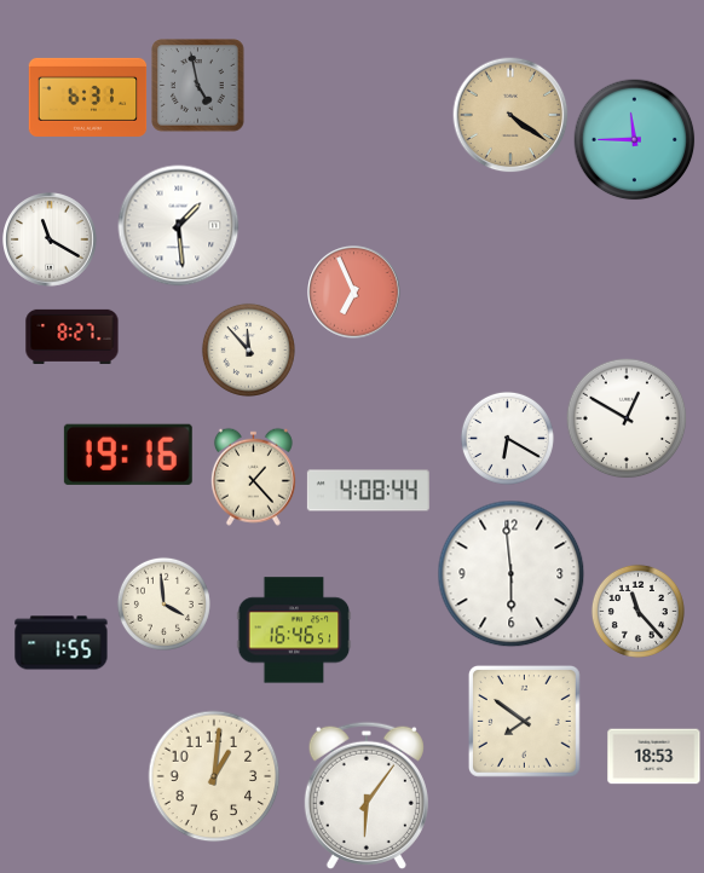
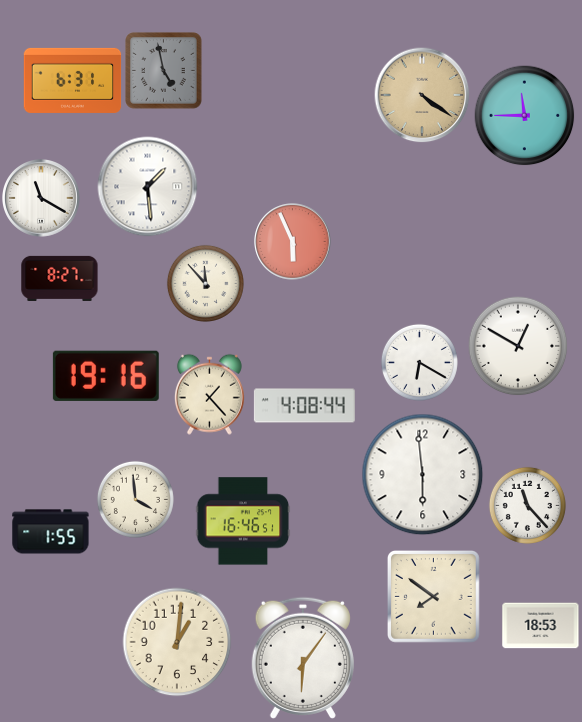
clock at (354, 293): 6:56 -> 5:56
clock at (248, 349) position: (248, 349) -> (205, 283)
